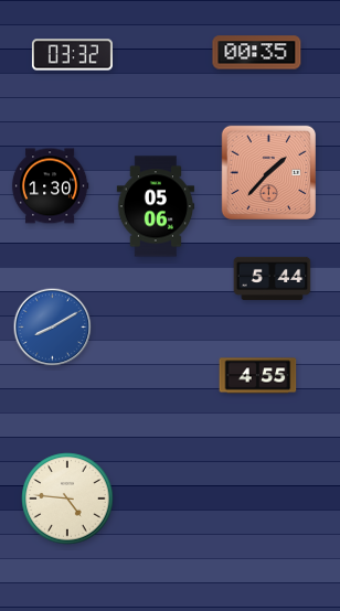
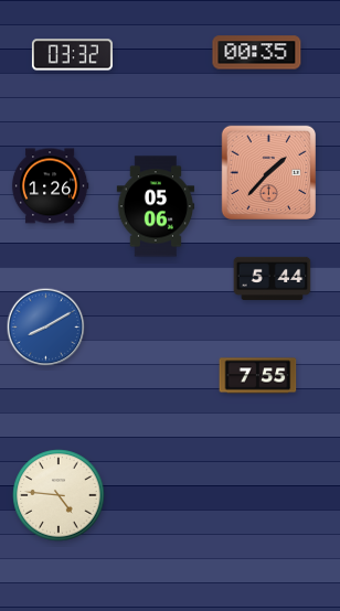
clock at (50, 186): 1:30 -> 1:26
clock at (53, 328) position: (53, 328) -> (46, 328)
clock at (258, 376): 4:55 -> 7:55
clock at (67, 499) position: (67, 499) -> (59, 495)
